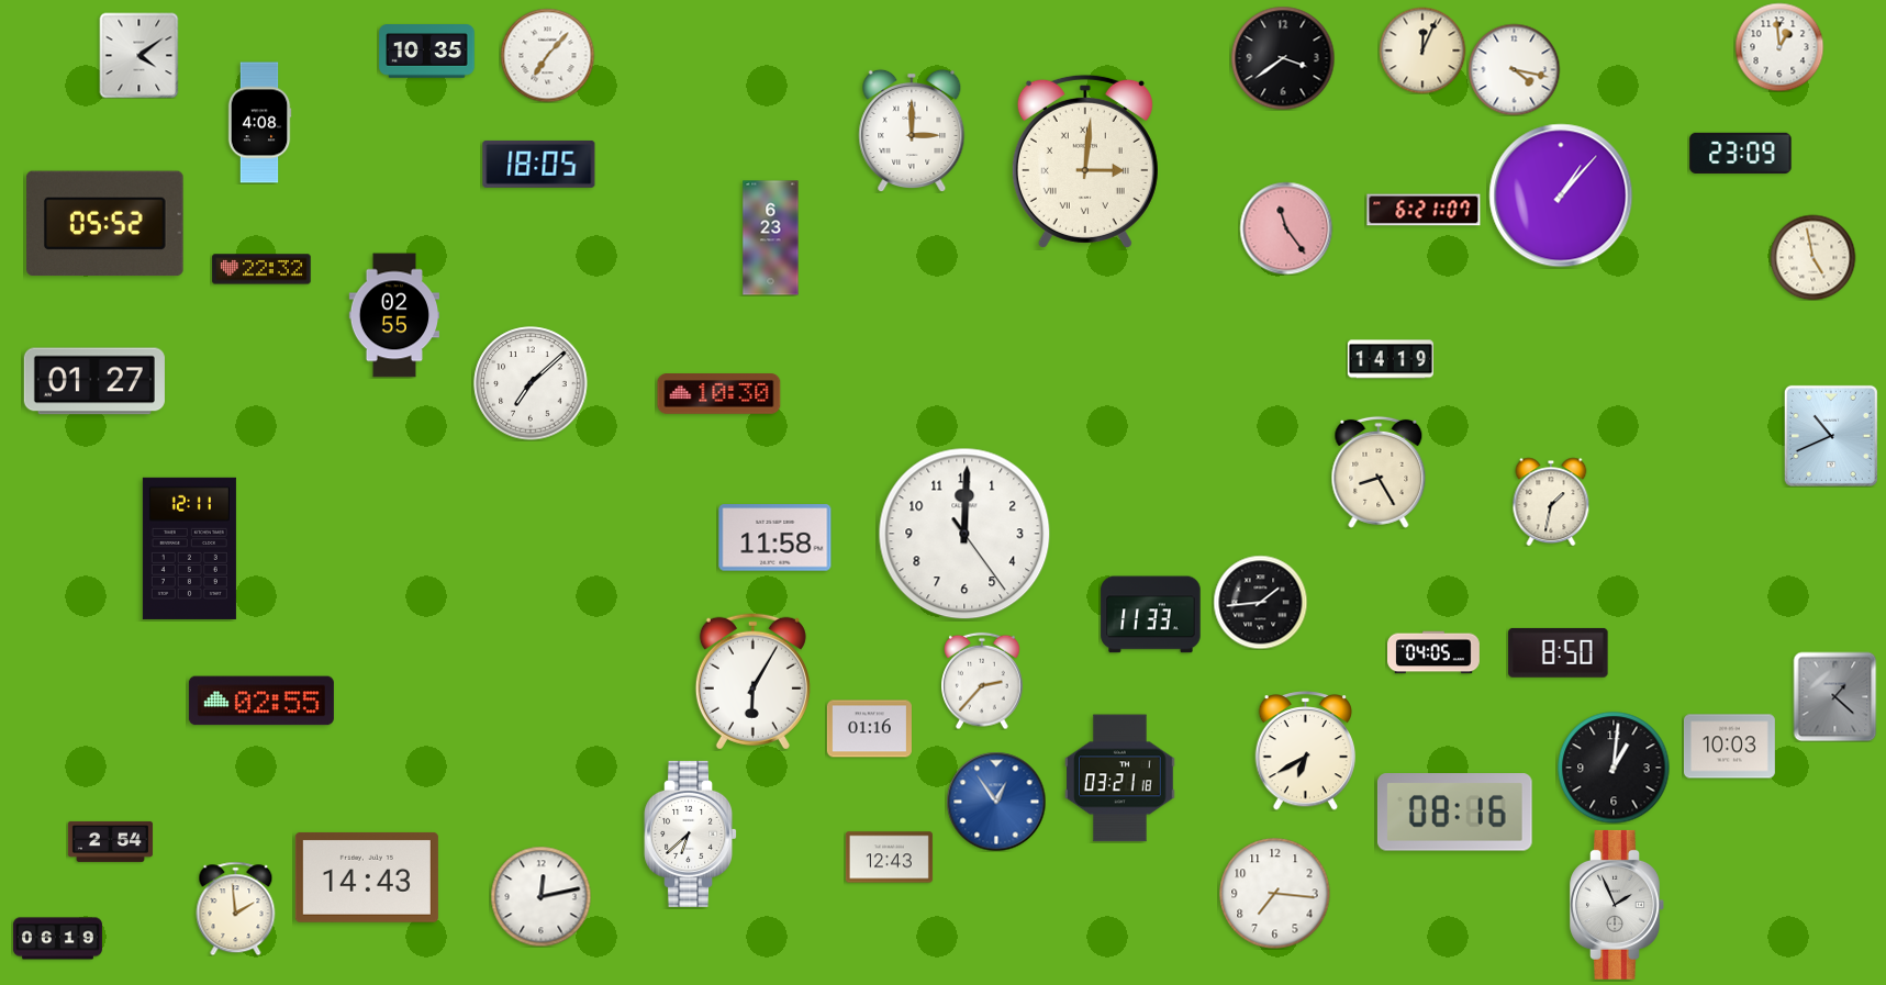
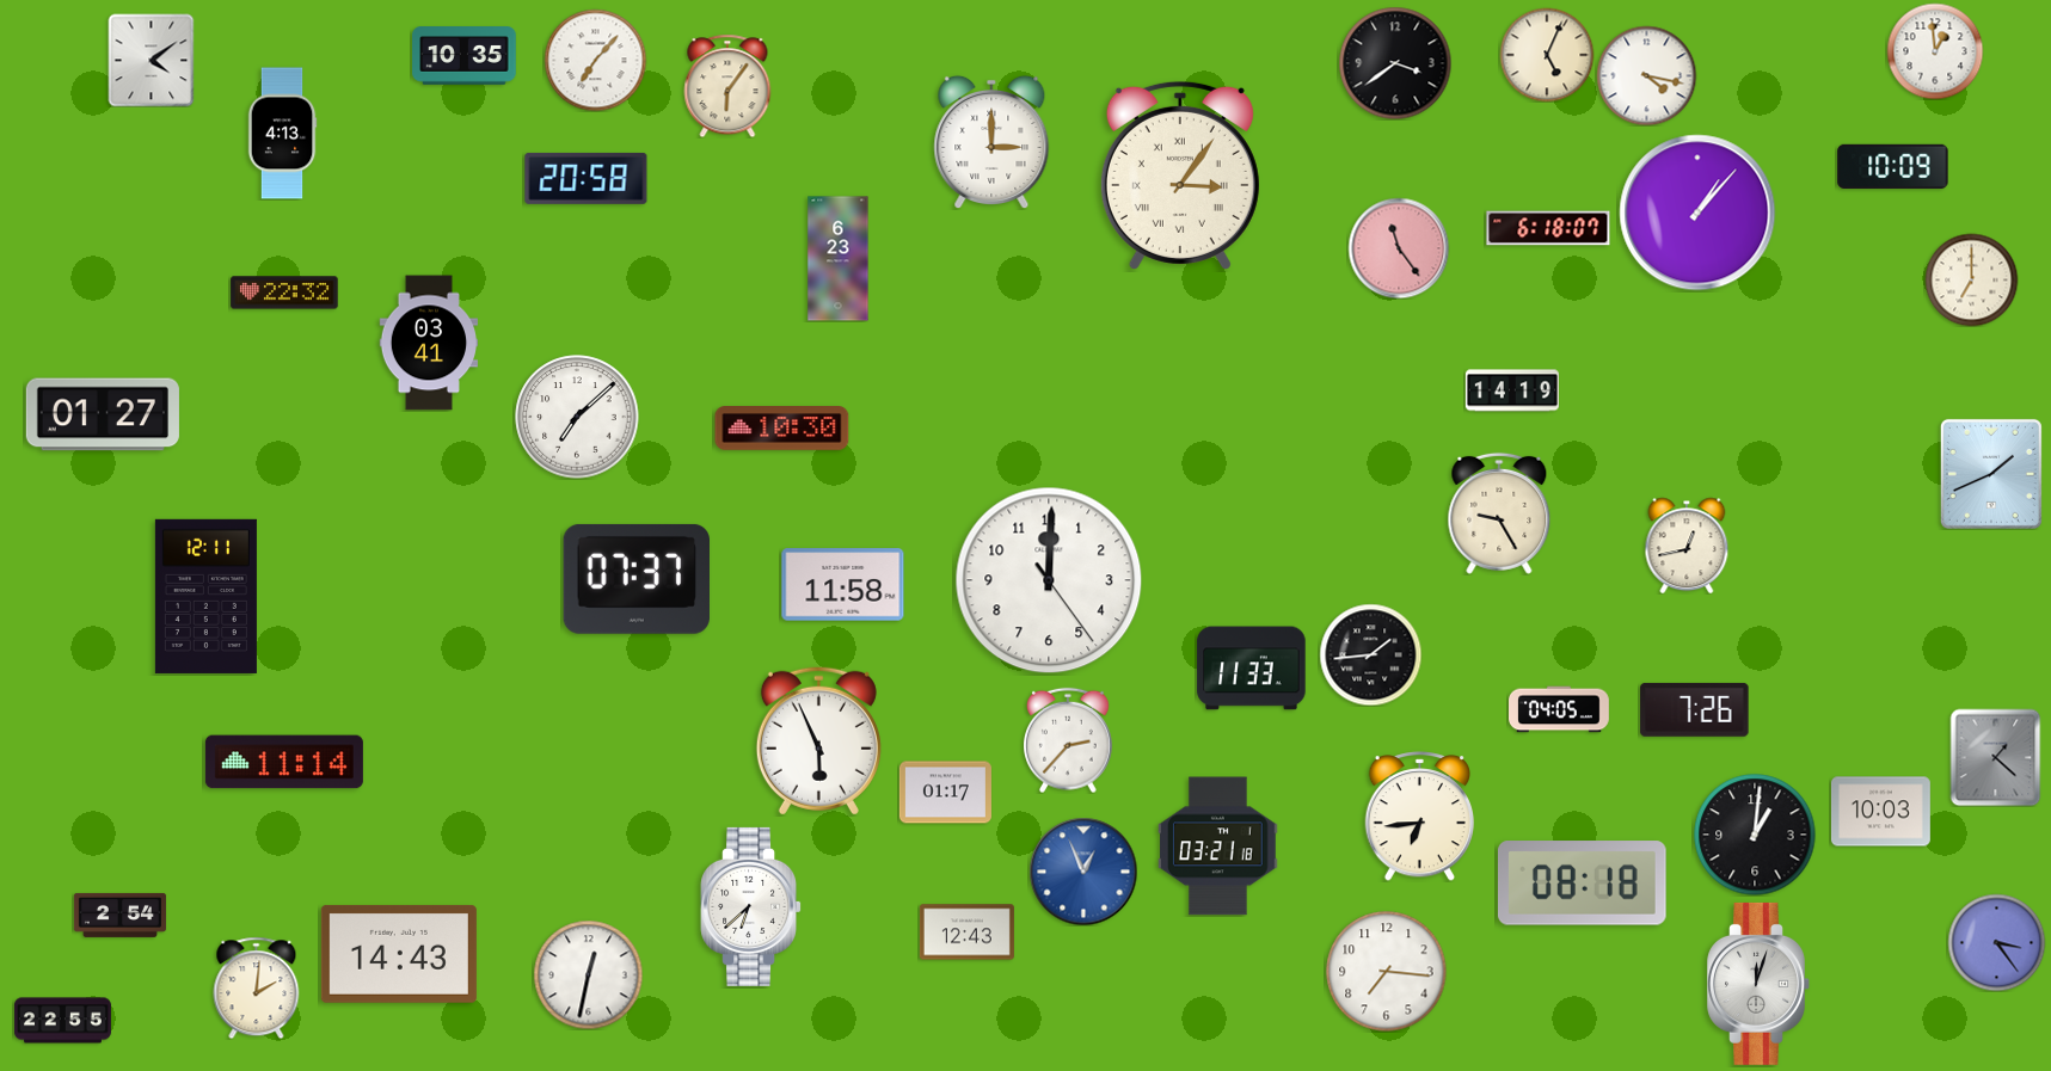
clock at (1422, 51): 12:04 -> 5:04
clock at (727, 86): none -> 6:06
clock at (259, 123): 4:08 -> 4:13
clock at (1741, 153): 23:09 -> 10:09
clock at (1085, 161): 3:01 -> 3:06
clock at (539, 164): 18:05 -> 20:58
clock at (1424, 210): 6:21 -> 6:18
clock at (105, 224): 05:52 -> none
clock at (1812, 257): 4:58 -> 7:00
clock at (393, 315): 02:55 -> 03:41
clock at (1831, 436): 10:41 -> 1:41
clock at (1379, 472): 8:25 -> 9:25
clock at (1551, 502): 1:32 -> 12:43
clock at (635, 579): none -> 07:37
clock at (1559, 652): 8:50 -> 7:26
clock at (752, 681): 6:05 -> 5:56
clock at (261, 701): 02:55 -> 11:14
clock at (869, 729): 01:16 -> 01:17
clock at (1305, 751): 6:40 -> 6:44
clock at (996, 802): 12:54 -> 12:56
clock at (1454, 813): 08:16 -> 08:18
clock at (1996, 942): none -> 3:24
clock at (540, 896): 12:13 -> 12:32
clock at (1617, 905): 1:56 -> 12:03
clock at (236, 908): 1:59 -> 2:01
clock at (57, 939): 06:19 -> 22:55
